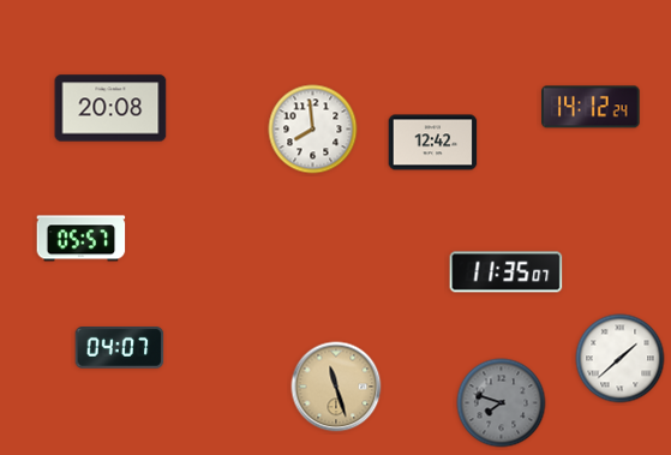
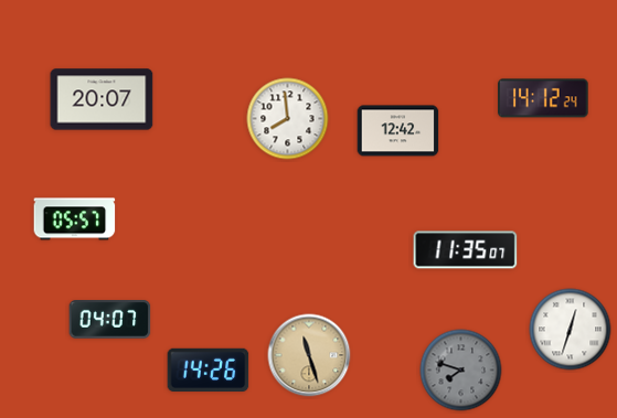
clock at (110, 108): 20:08 -> 20:07
clock at (621, 359): 1:38 -> 12:33
clock at (209, 369): none -> 14:26
